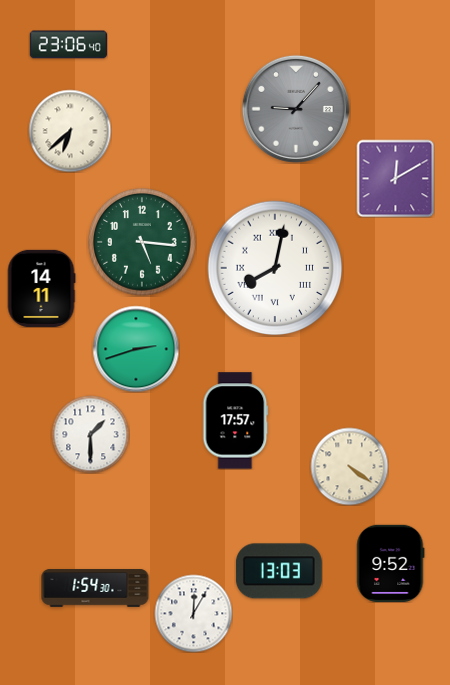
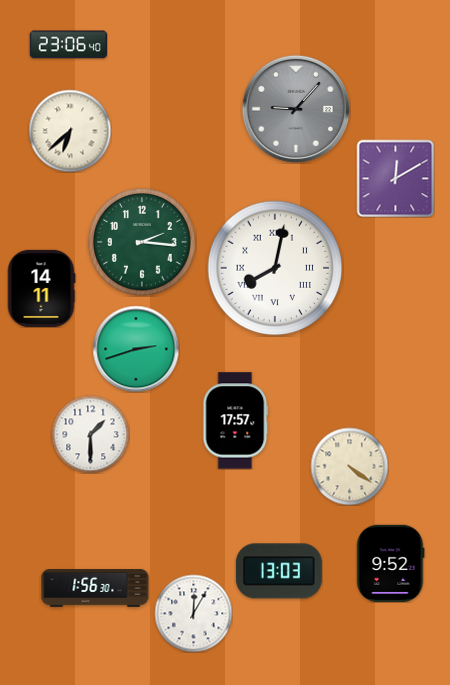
clock at (142, 242): 5:16 -> 2:16
clock at (95, 588): 1:54 -> 1:56
